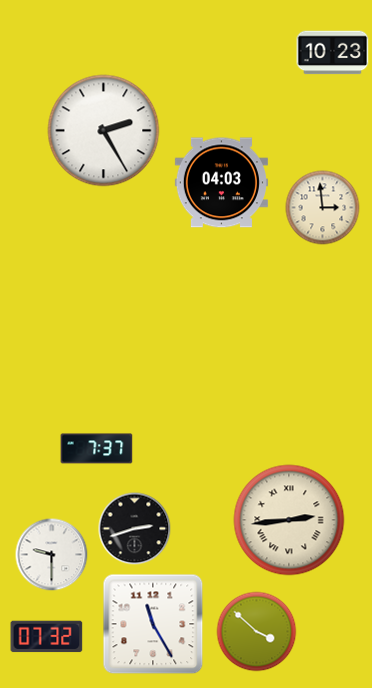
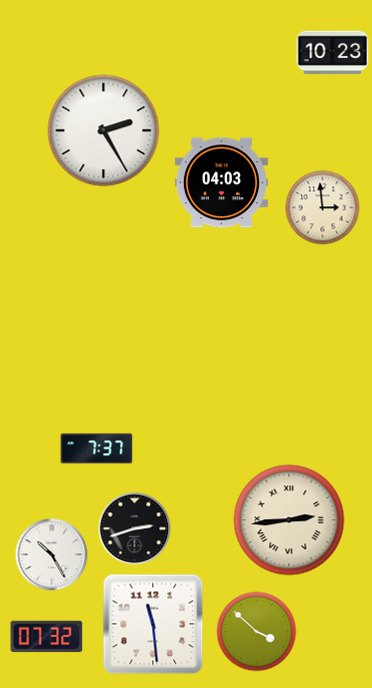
clock at (52, 555): 9:30 -> 10:25
clock at (153, 624): 11:25 -> 11:29
